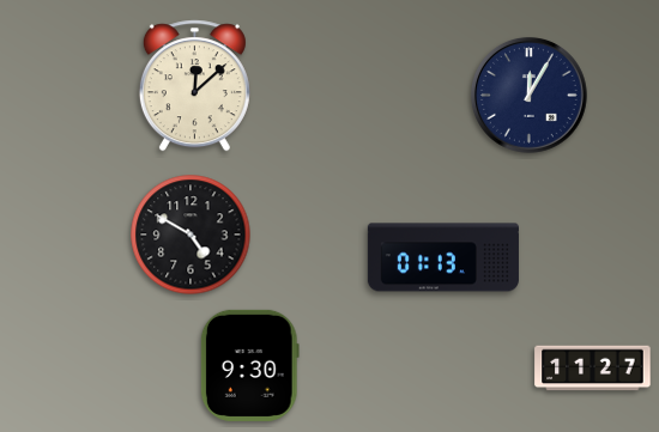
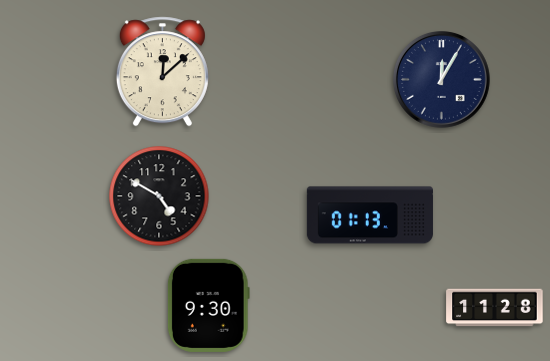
clock at (593, 369): 11:27 -> 11:28
